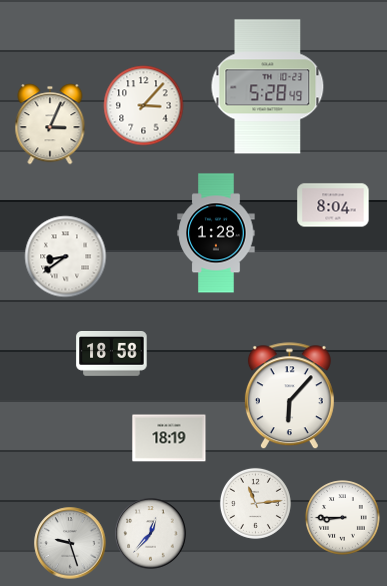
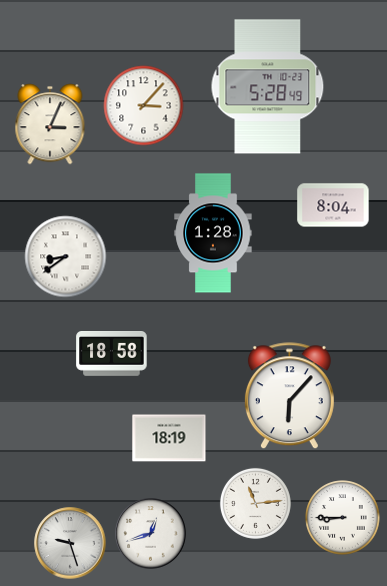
clock at (216, 233) position: (216, 233) -> (213, 233)
clock at (151, 534): 12:37 -> 12:42
